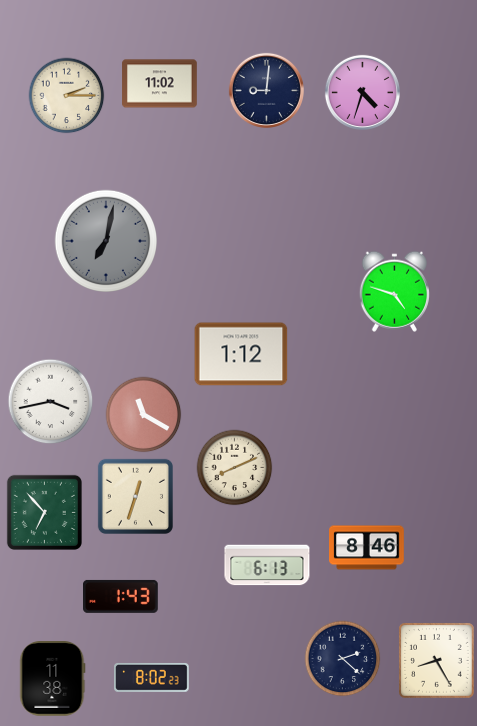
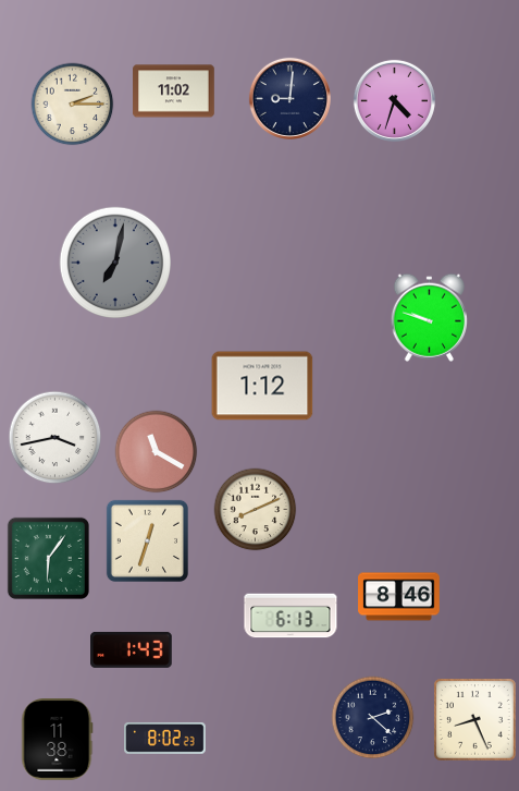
clock at (394, 291): 4:48 -> 9:48
clock at (44, 512): 6:53 -> 6:06
clock at (437, 661): 8:25 -> 8:26
